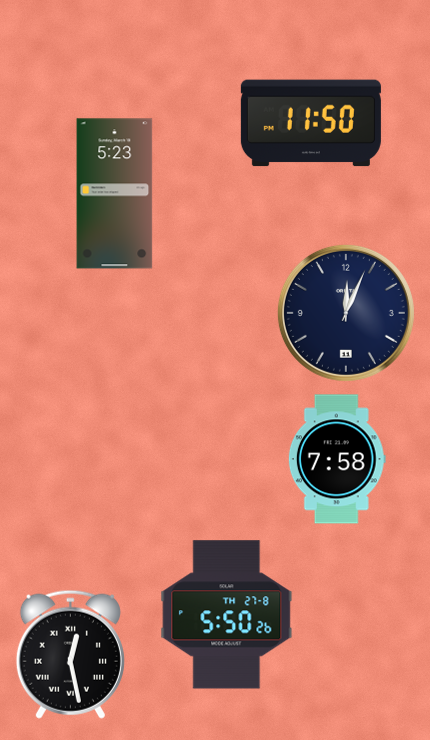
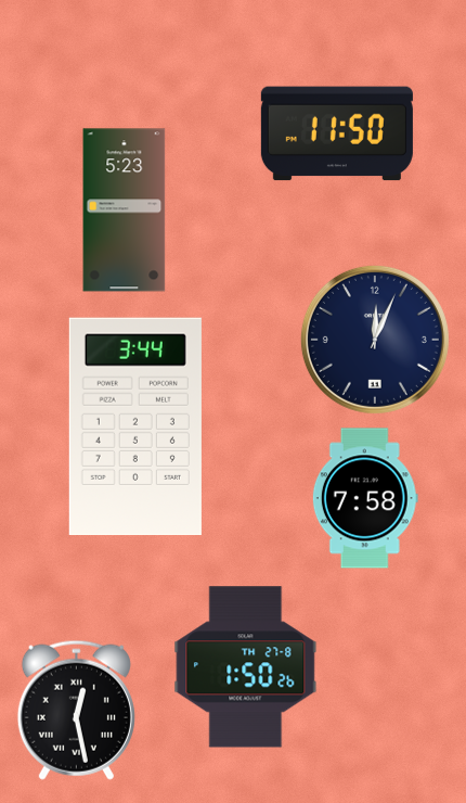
clock at (135, 426): none -> 3:44
clock at (227, 615): 5:50 -> 1:50
